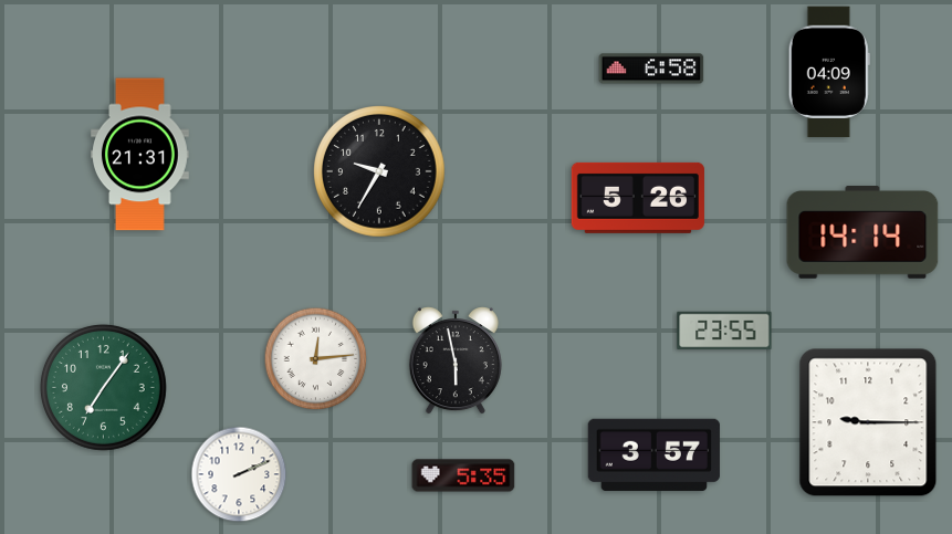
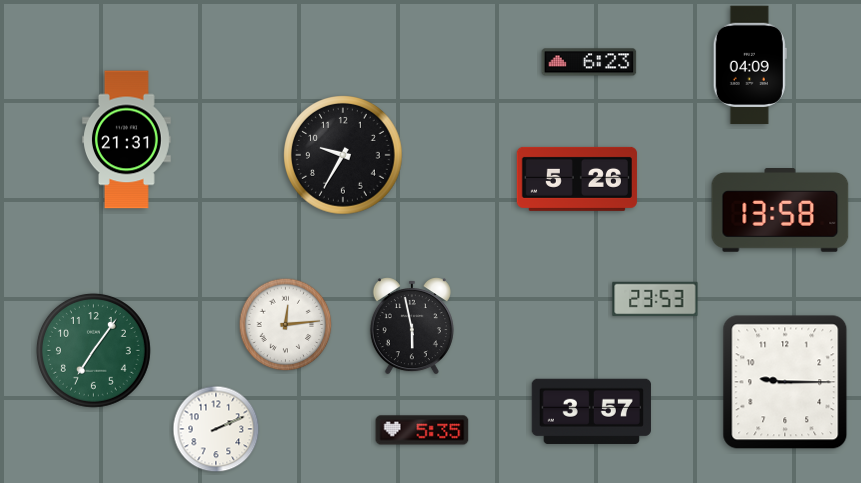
clock at (651, 69): 6:58 -> 6:23
clock at (862, 233): 14:14 -> 13:58
clock at (724, 331): 23:55 -> 23:53
clock at (463, 475) position: (463, 475) -> (422, 430)
